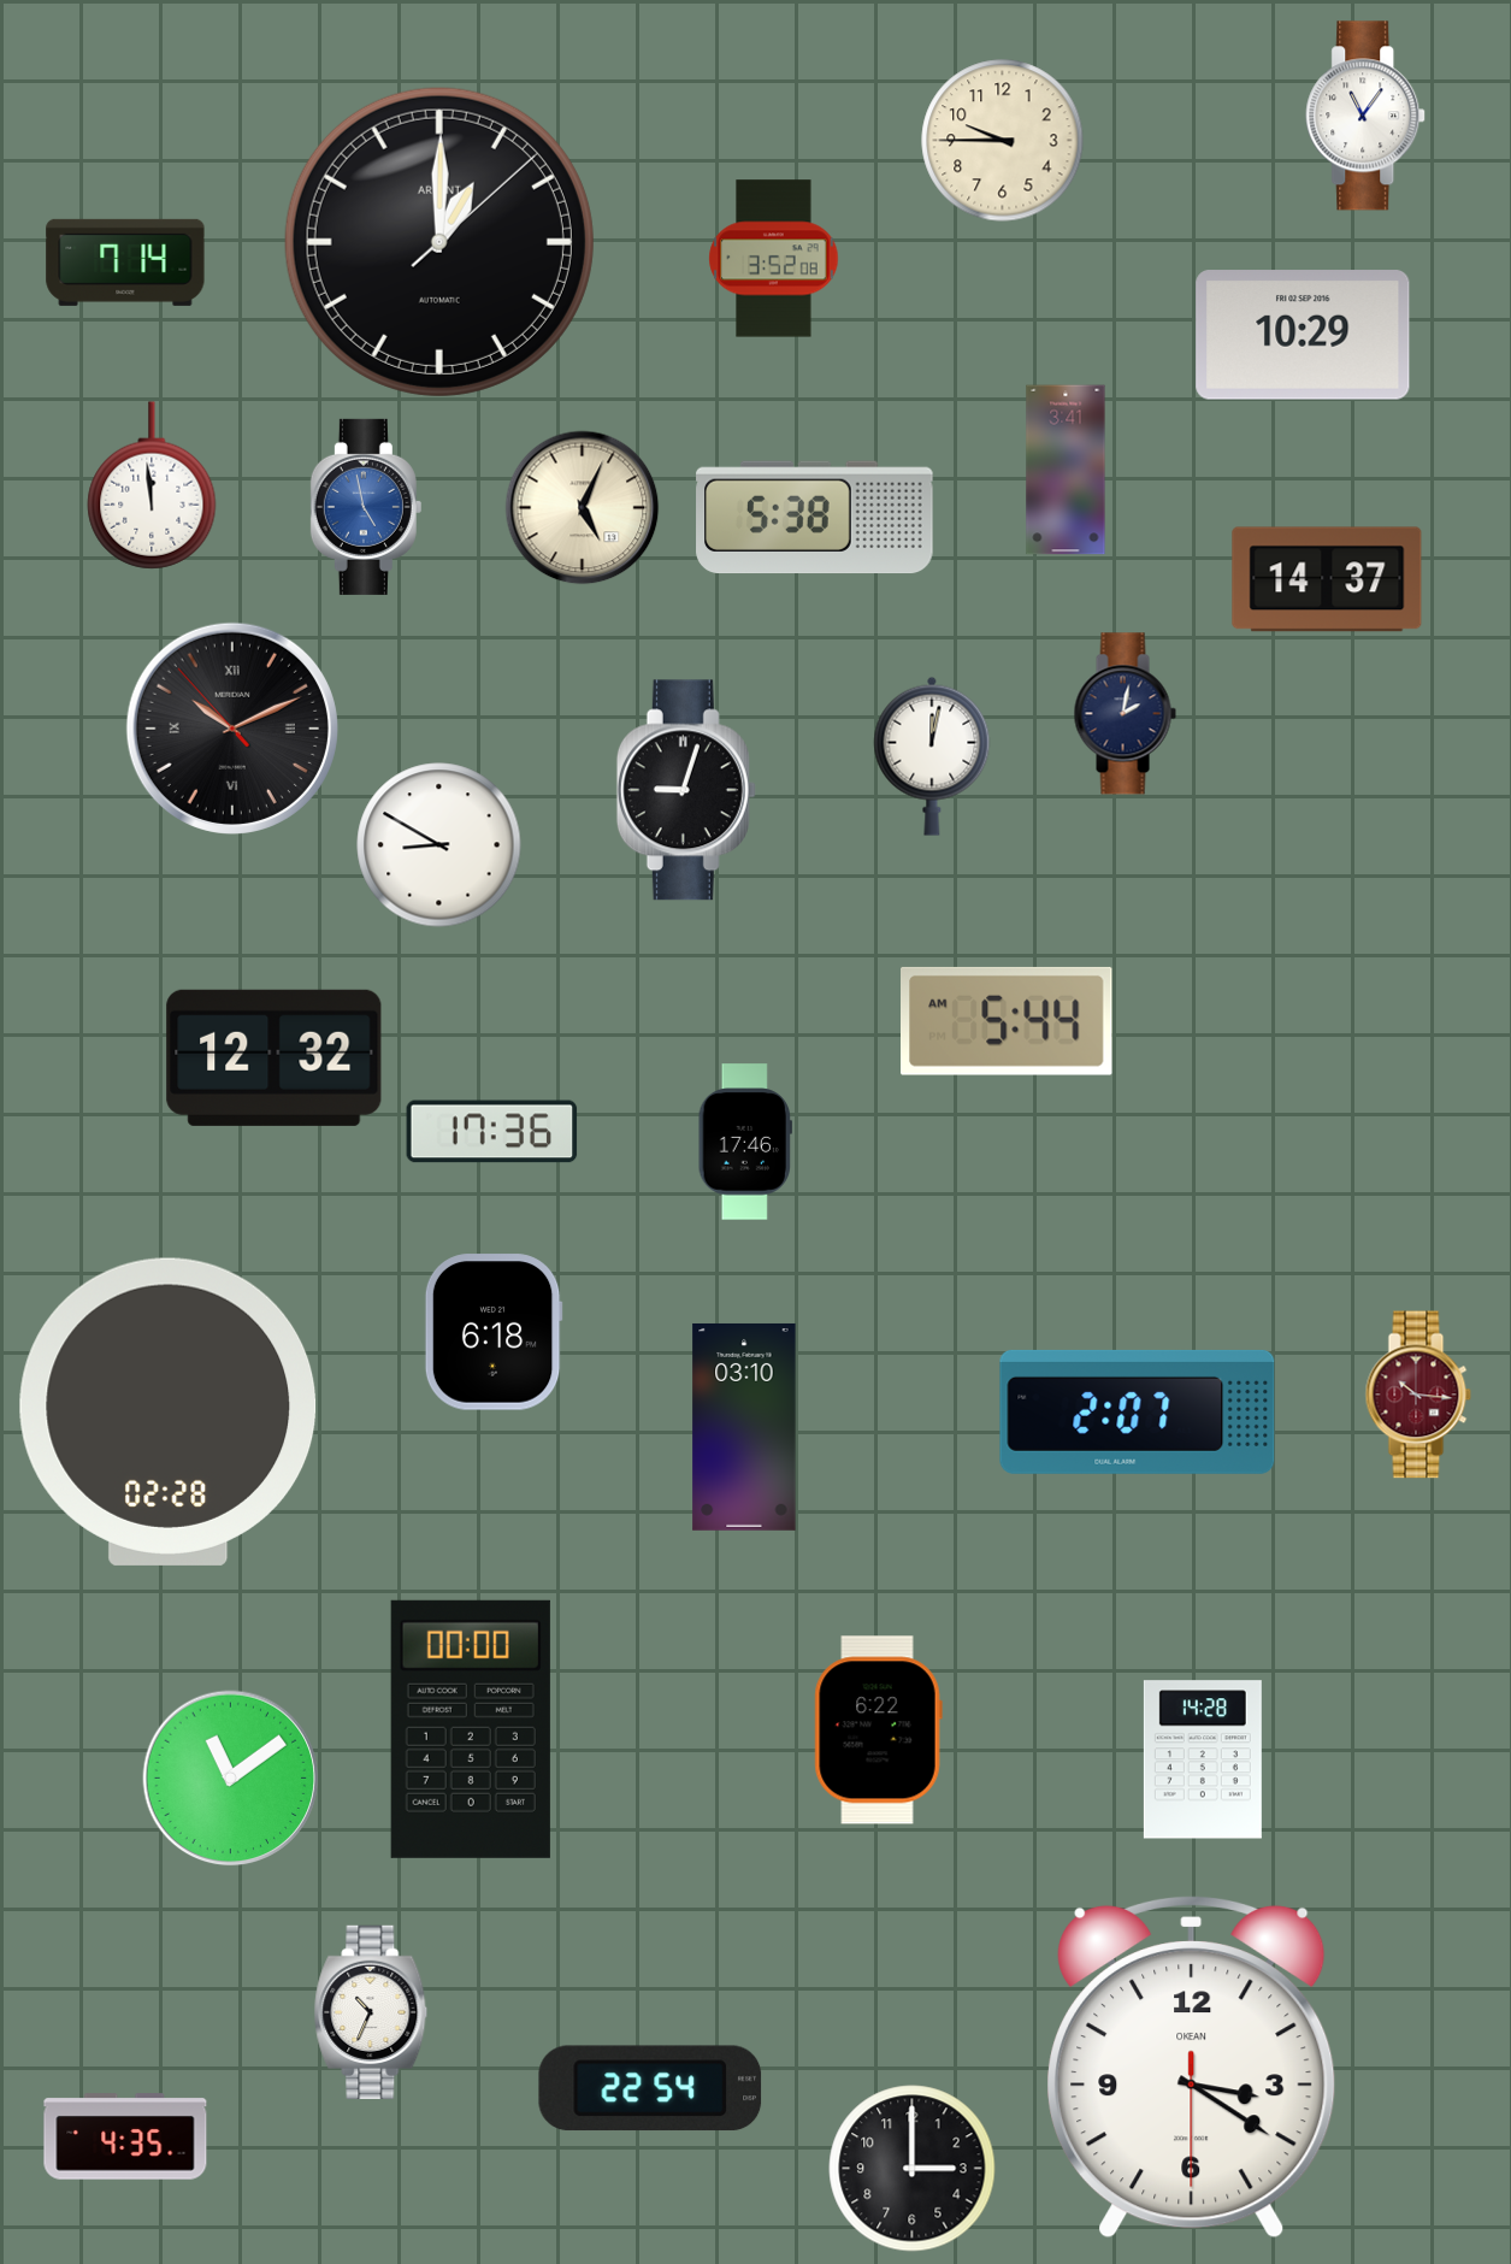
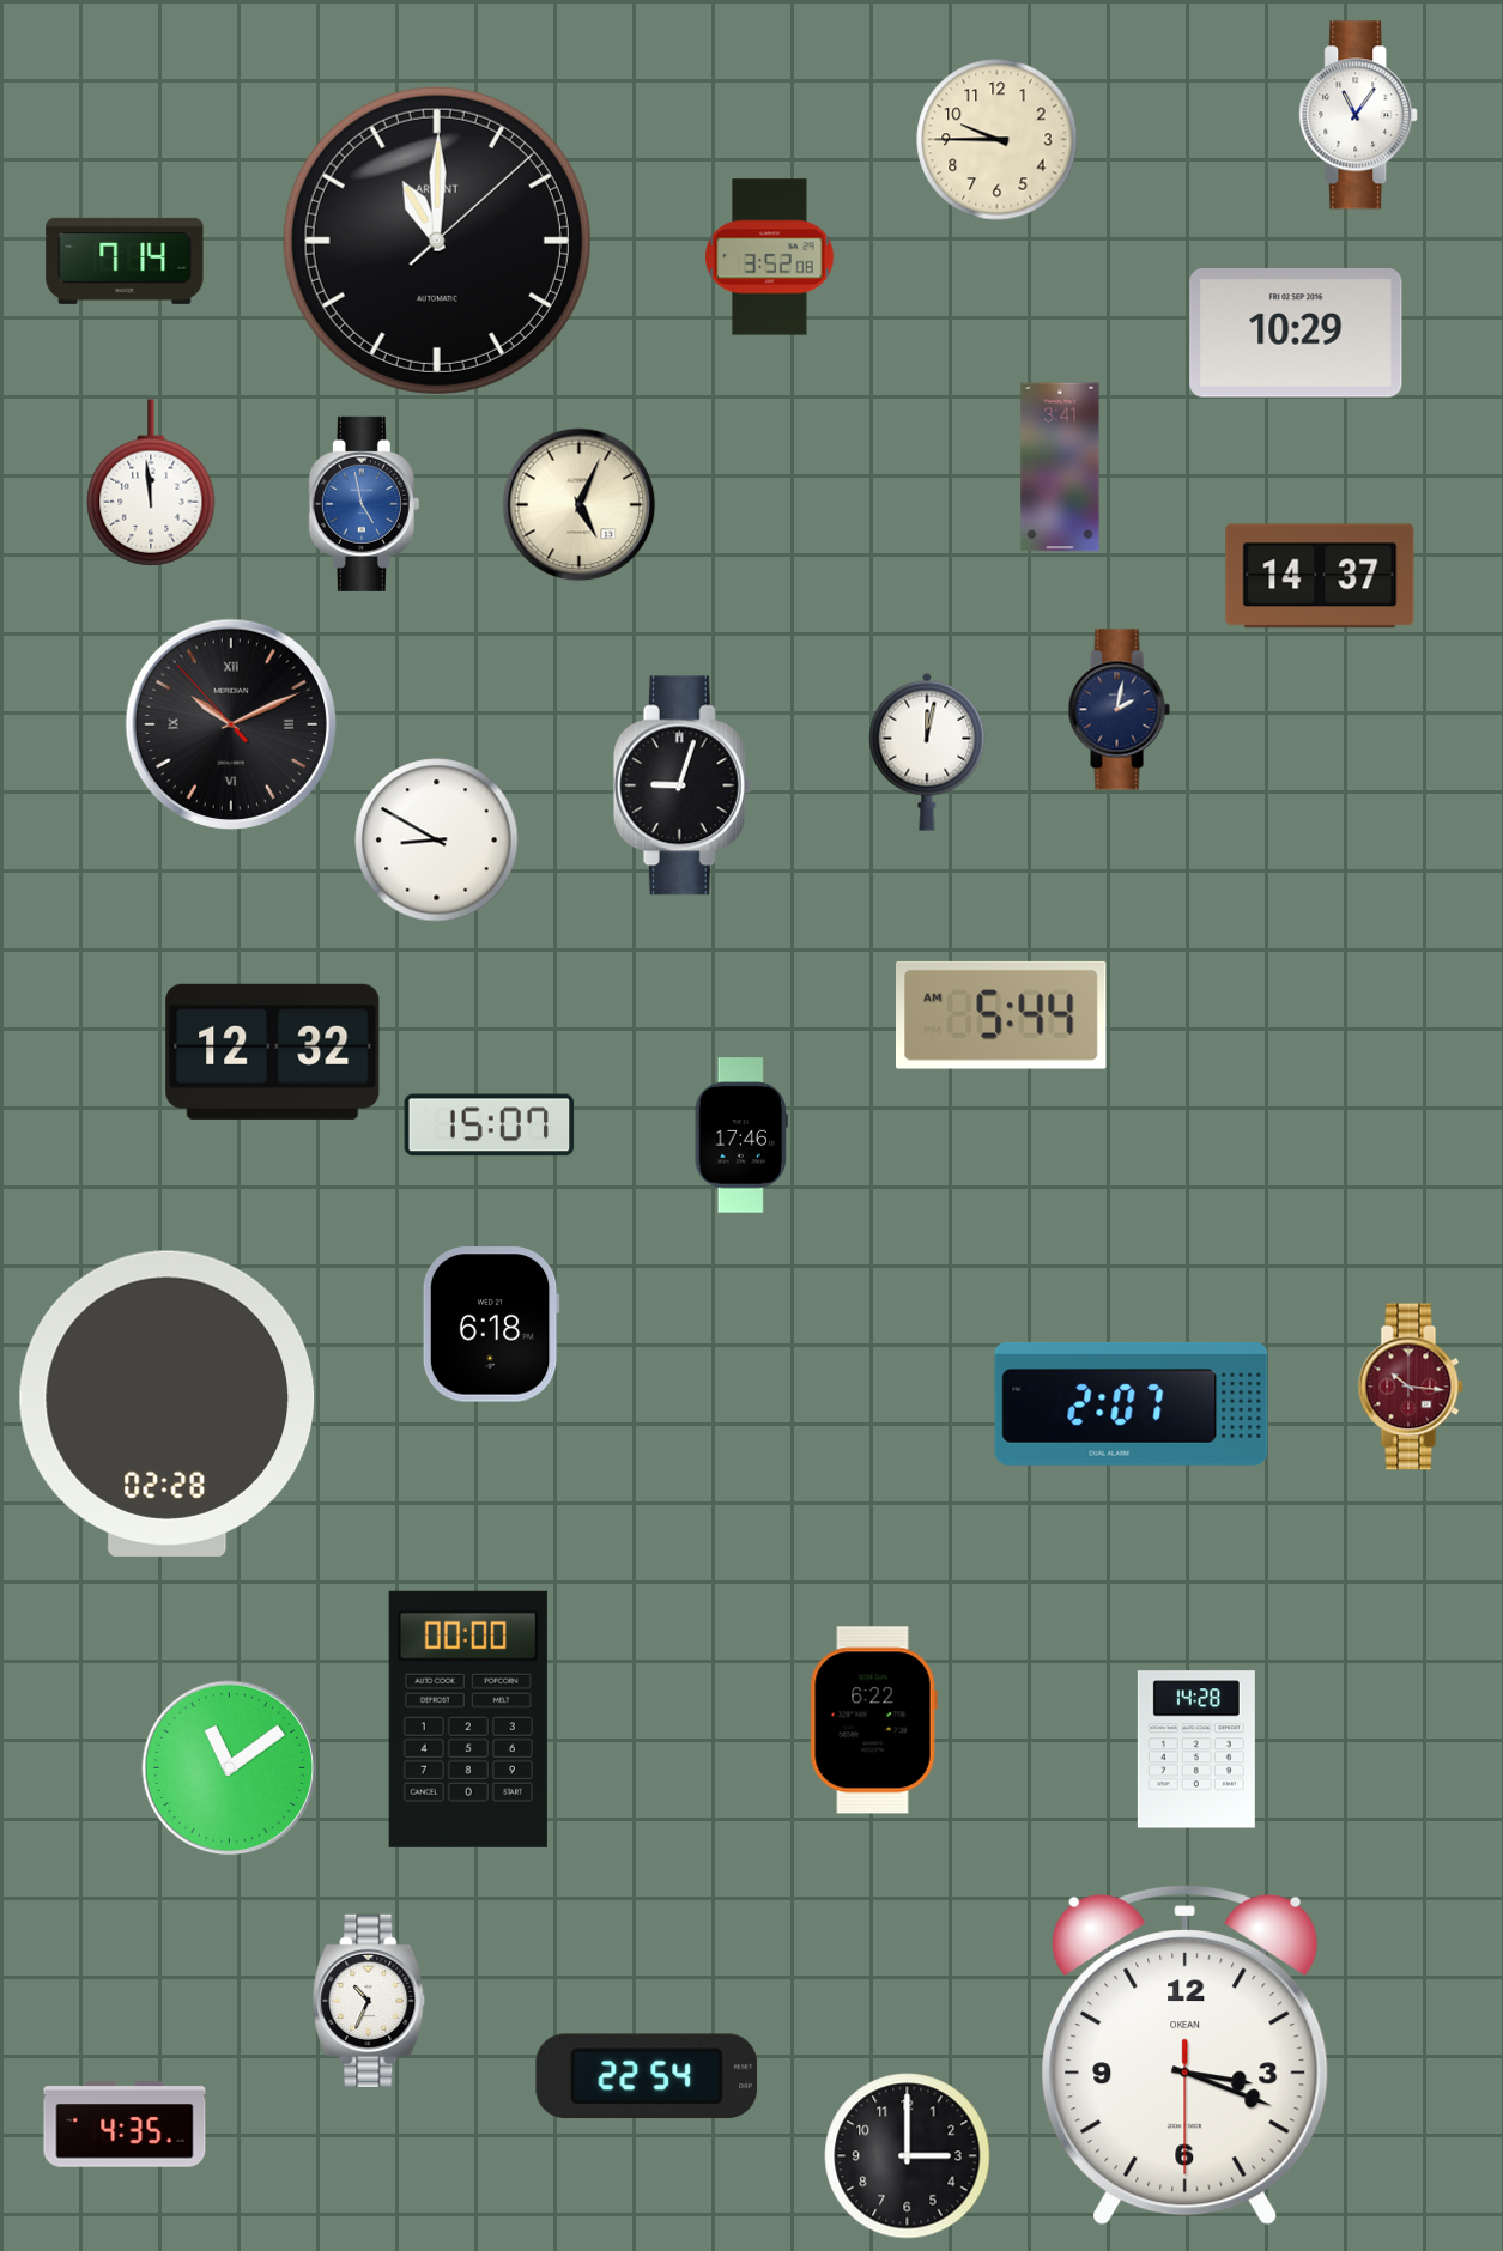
clock at (439, 242): 1:00 -> 11:00
clock at (815, 518): 5:38 -> none
clock at (492, 1132): 17:36 -> 15:07
clock at (744, 1427): 03:10 -> none
clock at (1192, 2067): 3:20 -> 3:18
